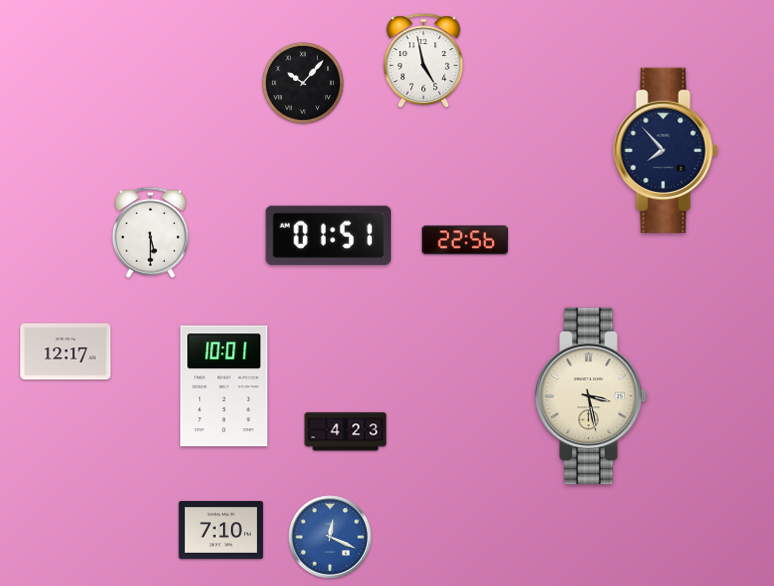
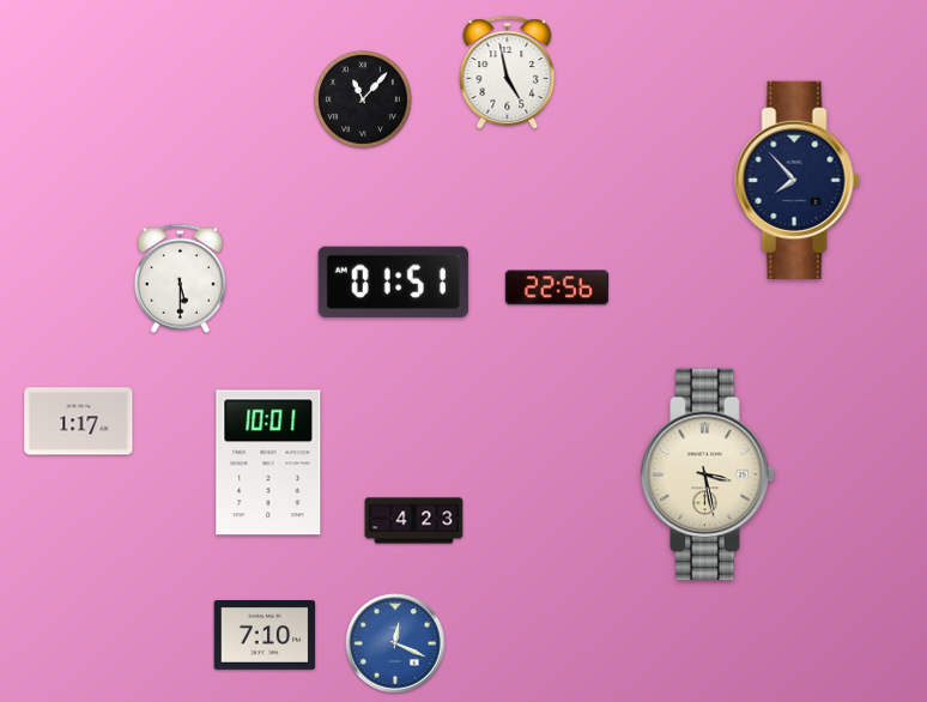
clock at (303, 83): 10:07 -> 11:07
clock at (66, 352): 12:17 -> 1:17
clock at (346, 432) position: (346, 432) -> (414, 521)
